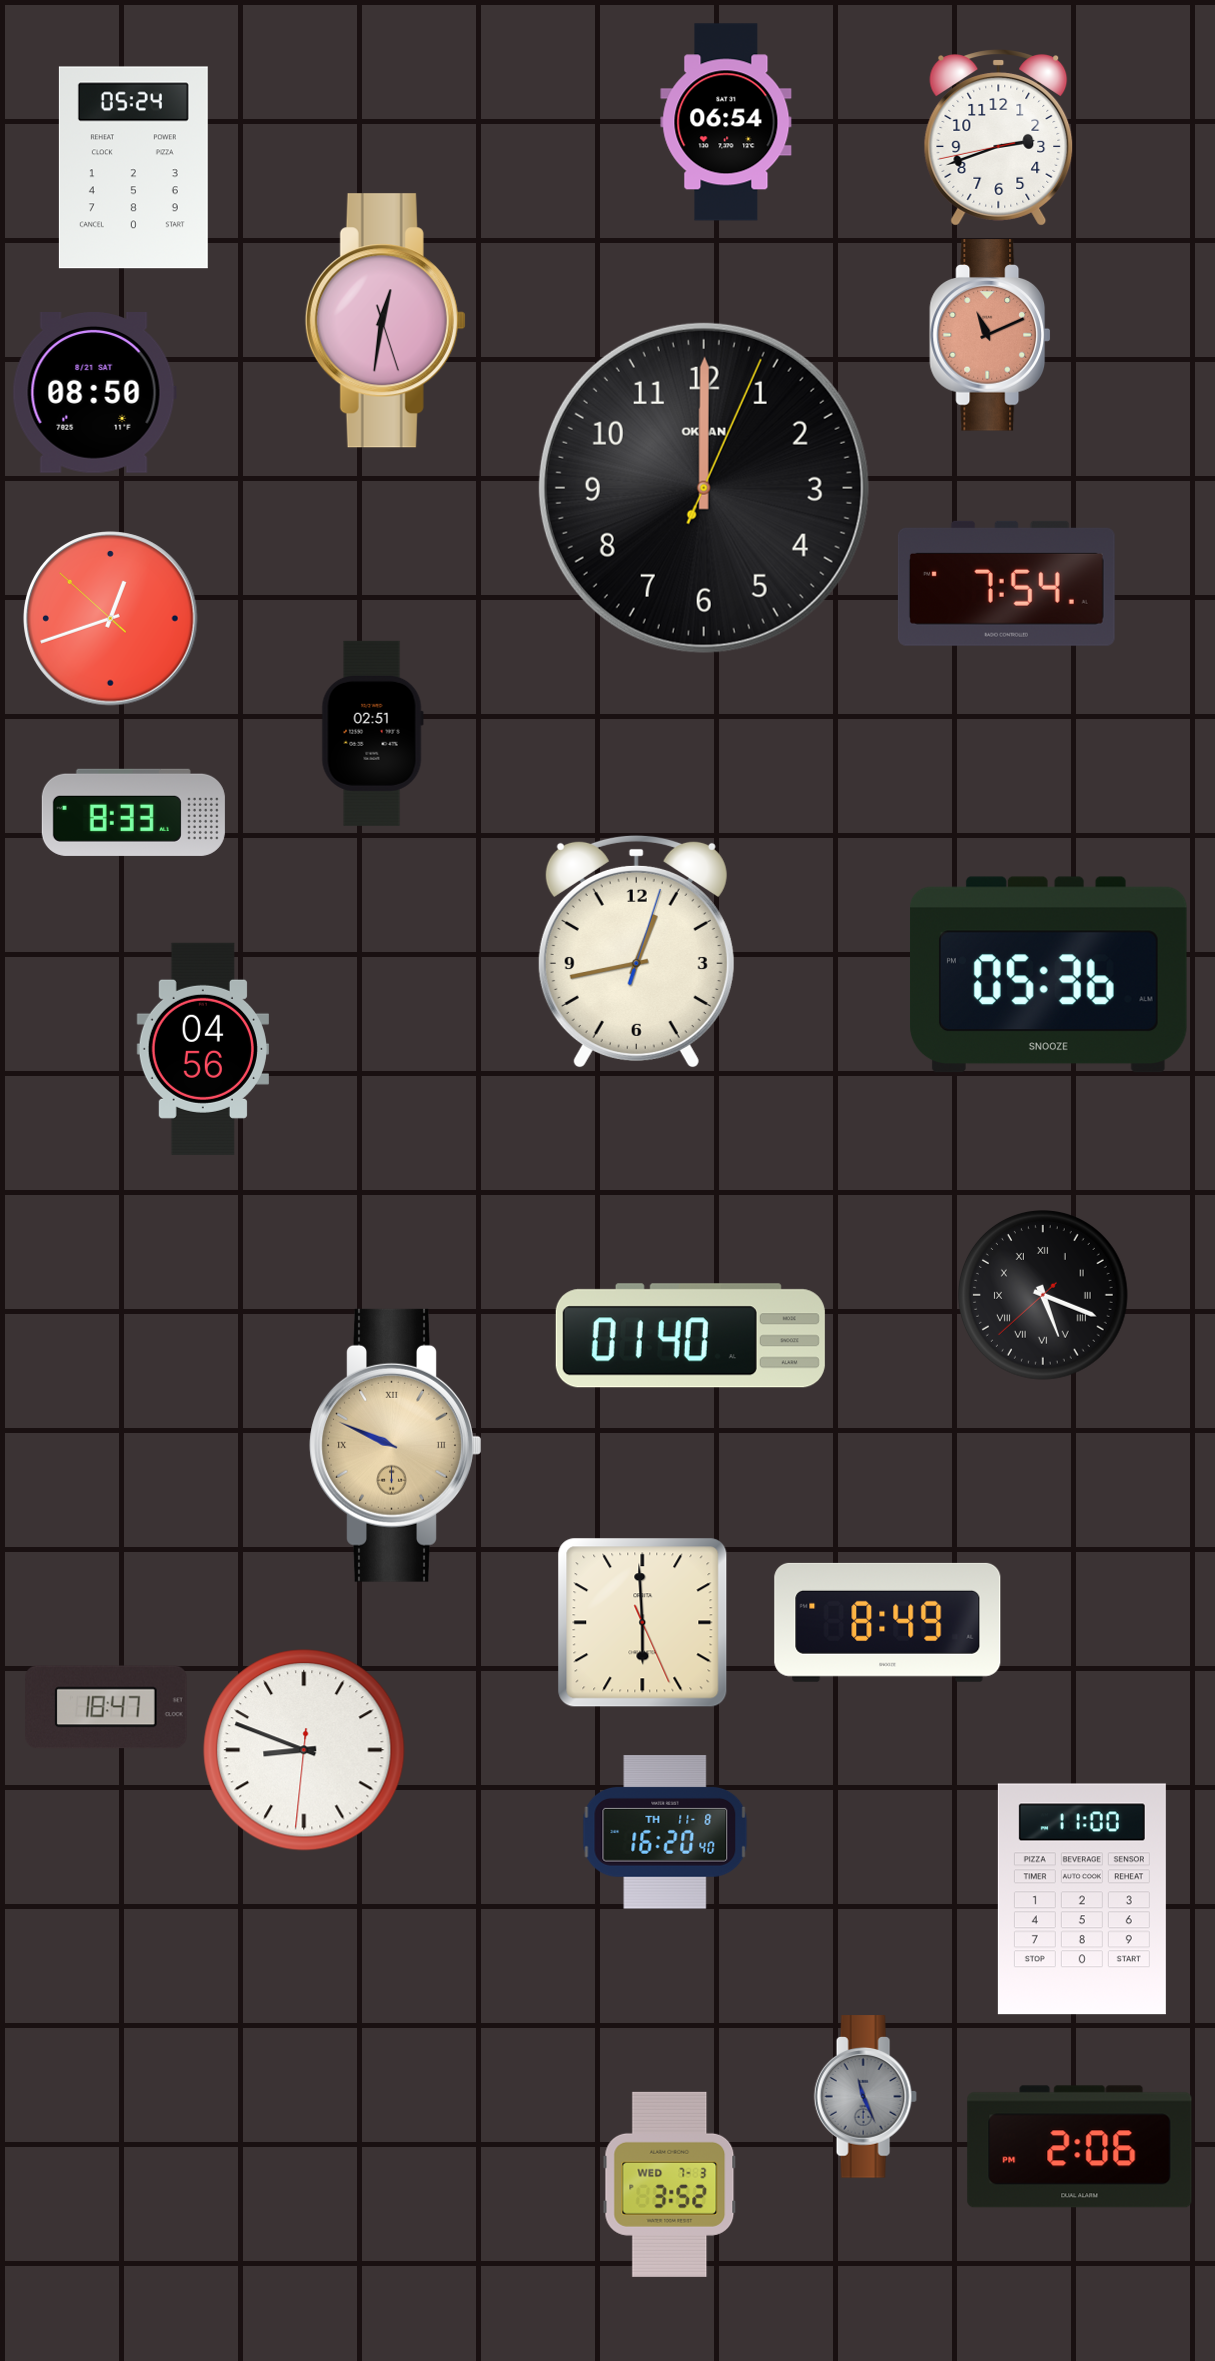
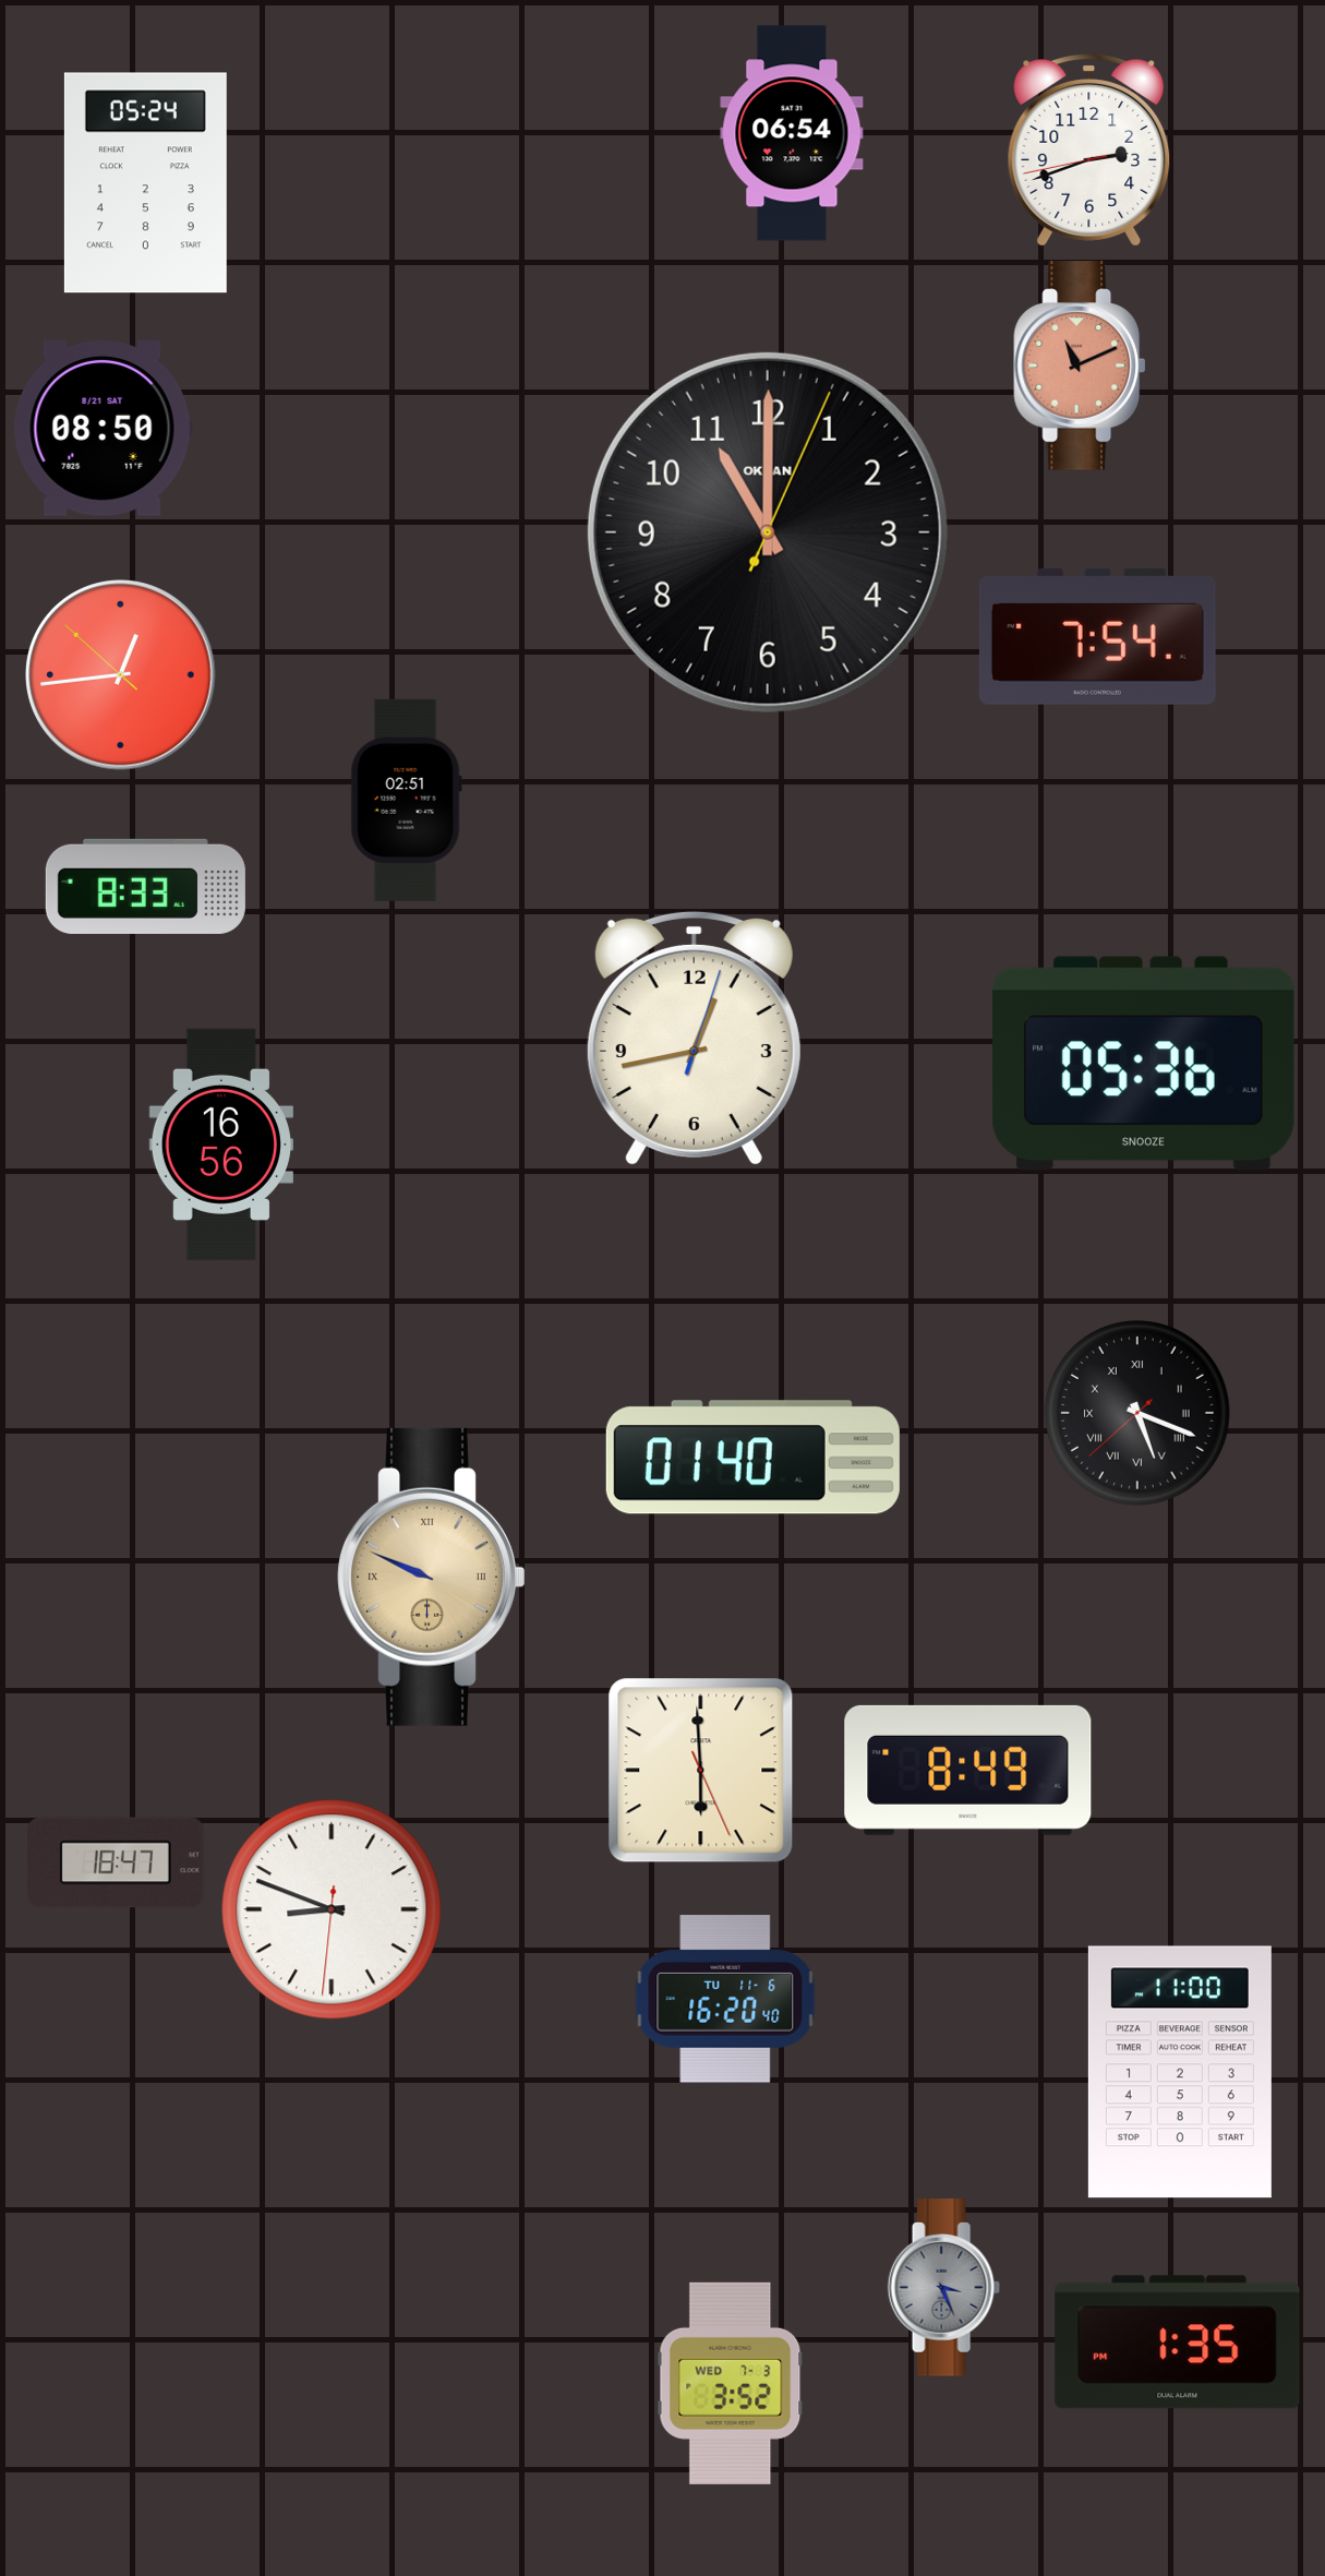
clock at (385, 321): 12:31 -> none
clock at (704, 488): 12:00 -> 11:00
clock at (111, 619): 12:41 -> 12:43
clock at (203, 1049): 04:56 -> 16:56
clock at (665, 1832) date: TH 11-8 -> TU 11-6
clock at (865, 2097): 11:26 -> 3:26
clock at (1080, 2147): 2:06 -> 1:35
